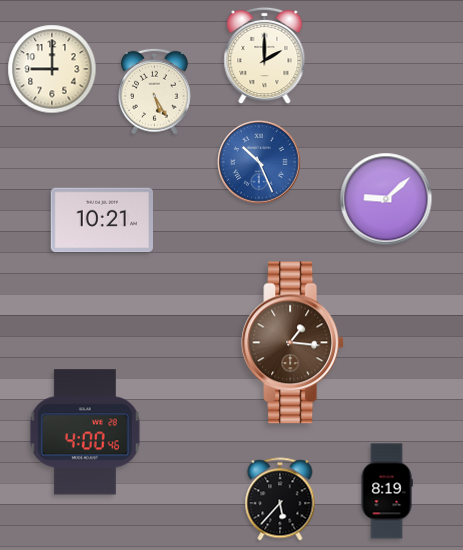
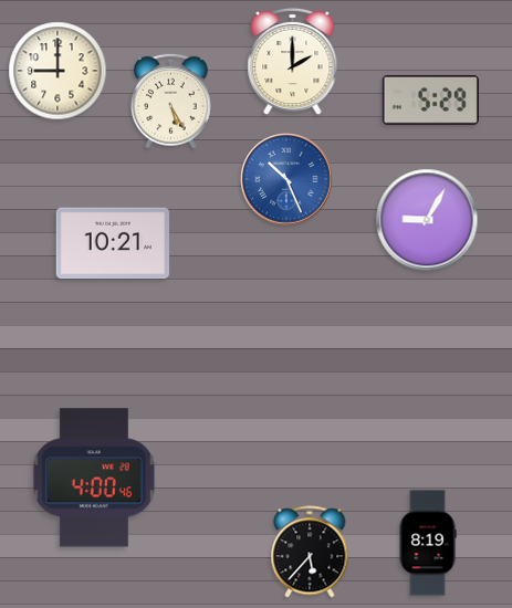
clock at (52, 69) position: (52, 69) -> (58, 71)
clock at (430, 99): none -> 5:29
clock at (386, 199): 9:08 -> 9:05
clock at (293, 343): 1:16 -> none
